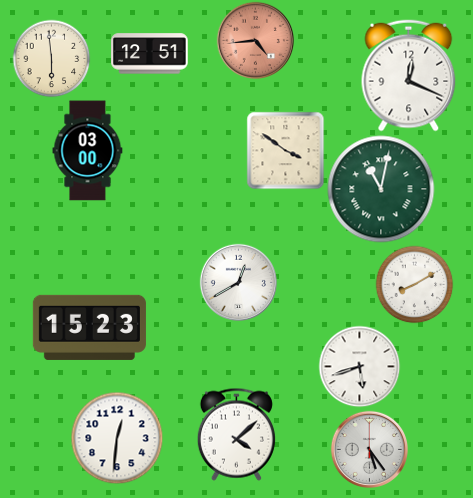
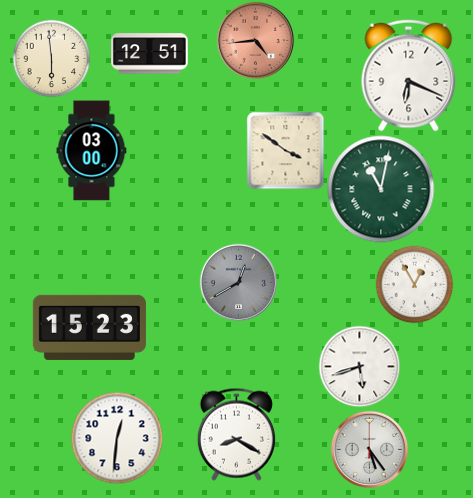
clock at (409, 76): 12:19 -> 6:19
clock at (88, 151) position: (88, 151) -> (92, 151)
clock at (238, 282) dial: white -> grey
clock at (414, 284): 8:10 -> 12:55
clock at (236, 434): 4:08 -> 8:20
